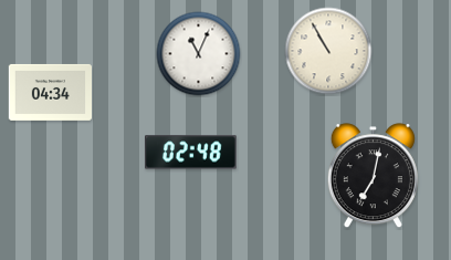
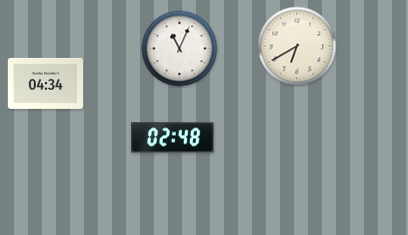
clock at (328, 51): 10:55 -> 6:40
clock at (373, 176): 7:02 -> none
